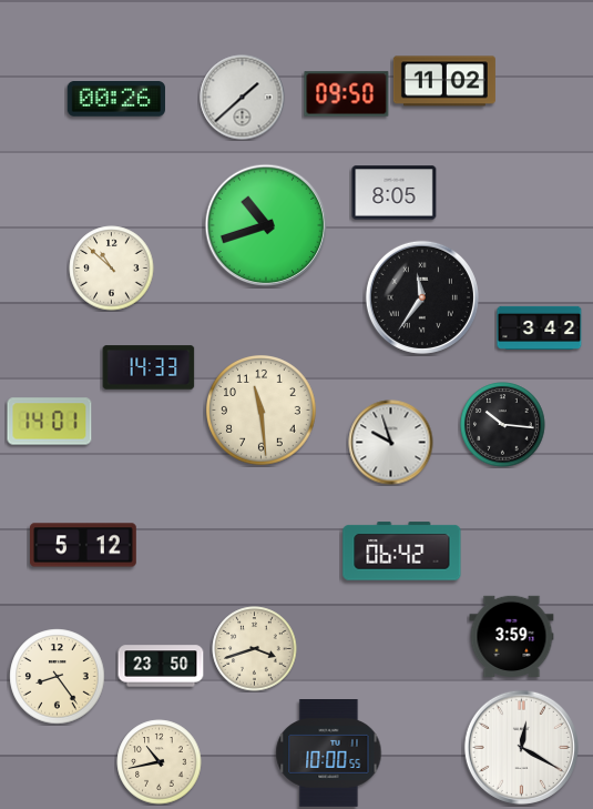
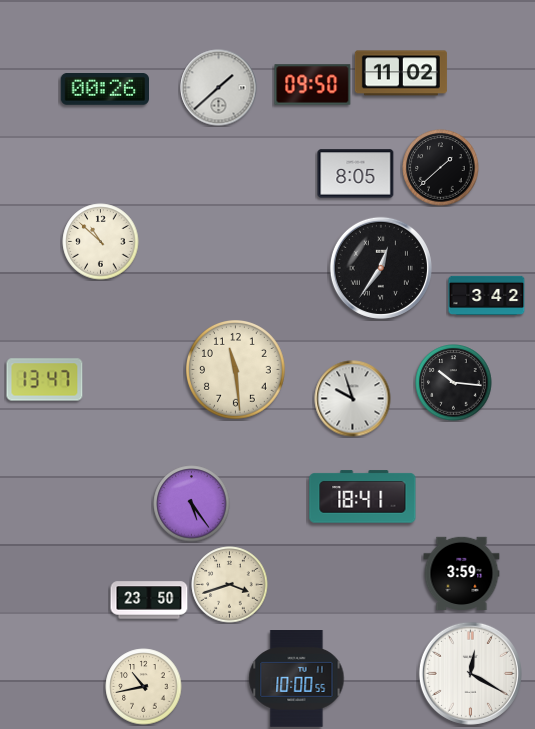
clock at (441, 168): none -> 1:38
clock at (266, 225): 10:42 -> none
clock at (422, 297): 11:36 -> 12:36
clock at (149, 367): 14:33 -> none
clock at (50, 422): 14:01 -> 13:47
clock at (84, 545): 5:12 -> none
clock at (402, 552): 06:42 -> 18:41
clock at (192, 504): none -> 5:24
clock at (161, 666) position: (161, 666) -> (149, 600)
clock at (58, 677): 8:24 -> none
